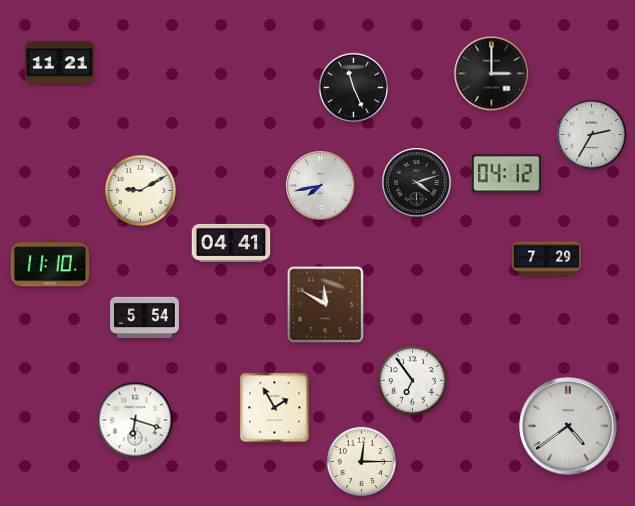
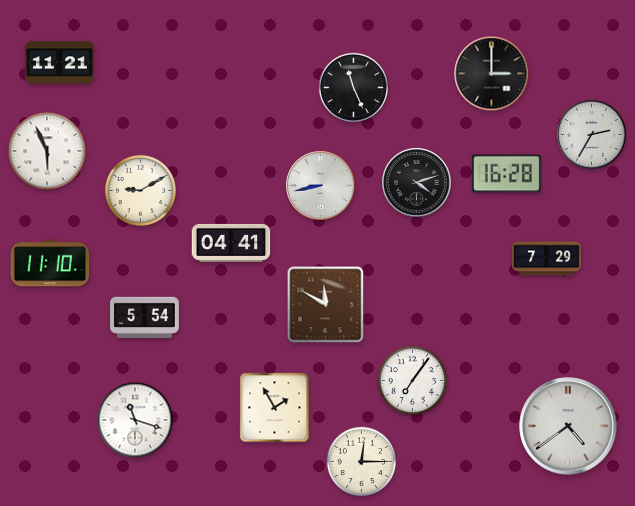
clock at (47, 151): none -> 5:56
clock at (506, 174): 04:12 -> 16:28
clock at (321, 186): 7:43 -> 8:43
clock at (412, 380): 6:54 -> 7:06
clock at (135, 420): 6:18 -> 11:18
